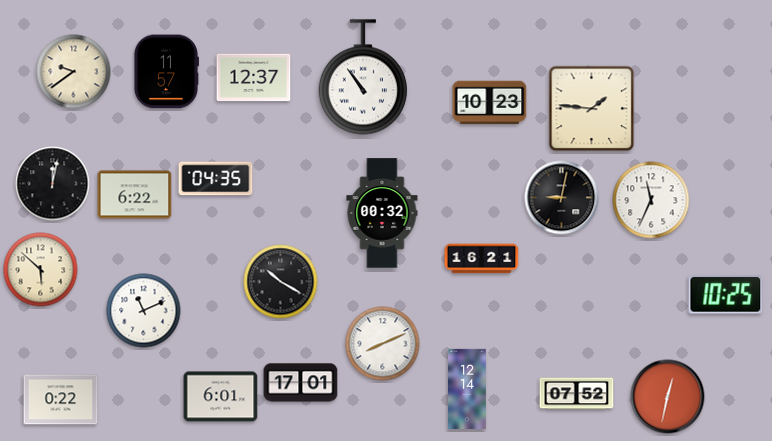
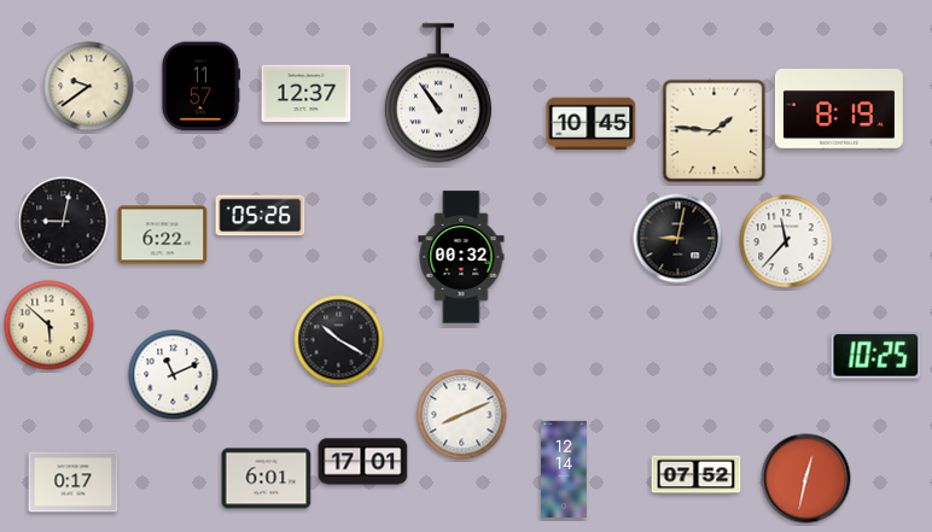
clock at (839, 110): none -> 8:19
clock at (490, 103): 10:23 -> 10:45
clock at (216, 179): 04:35 -> 05:26
clock at (53, 184): 12:02 -> 9:02
clock at (651, 200): 11:34 -> 11:37
clock at (482, 259): 16:21 -> none
clock at (61, 400): 0:22 -> 0:17
